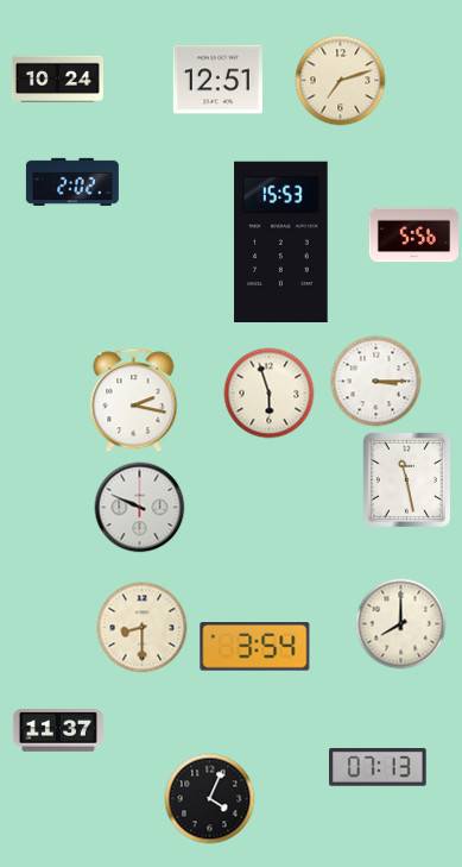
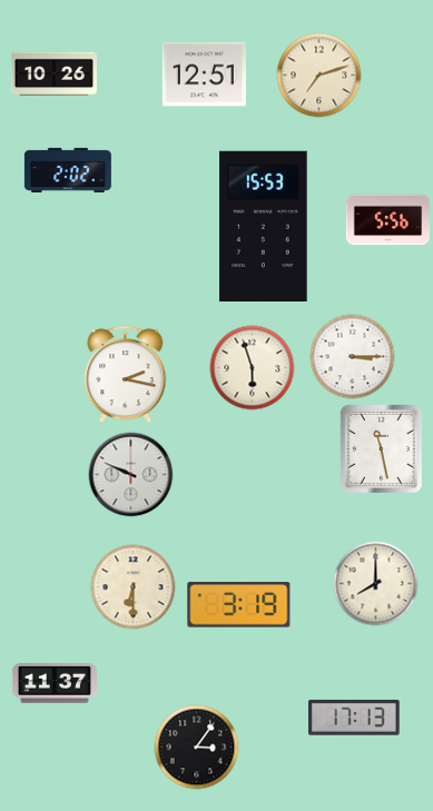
clock at (57, 80): 10:24 -> 10:26
clock at (143, 628): 8:30 -> 6:30
clock at (255, 647): 3:54 -> 3:19
clock at (379, 767): 07:13 -> 17:13
clock at (210, 799): 4:04 -> 3:06
